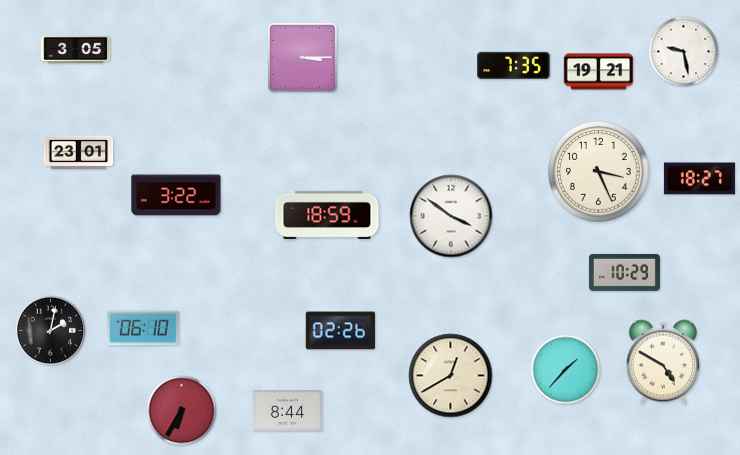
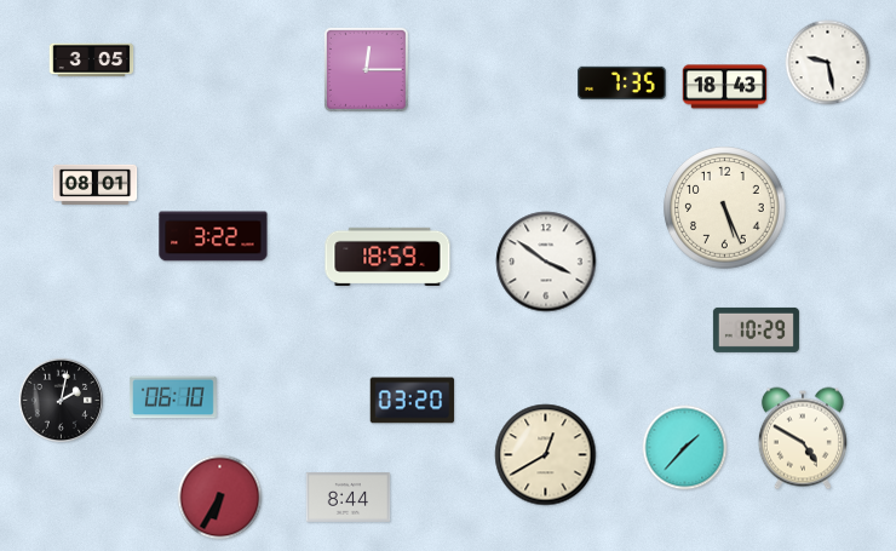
clock at (302, 57): 3:15 -> 12:15
clock at (514, 65) position: (514, 65) -> (622, 82)
clock at (599, 72): 19:21 -> 18:43
clock at (79, 152): 23:01 -> 08:01
clock at (599, 172): 3:26 -> 5:26
clock at (699, 179): 18:27 -> none
clock at (327, 214) position: (327, 214) -> (387, 256)
clock at (341, 331): 02:26 -> 03:20
